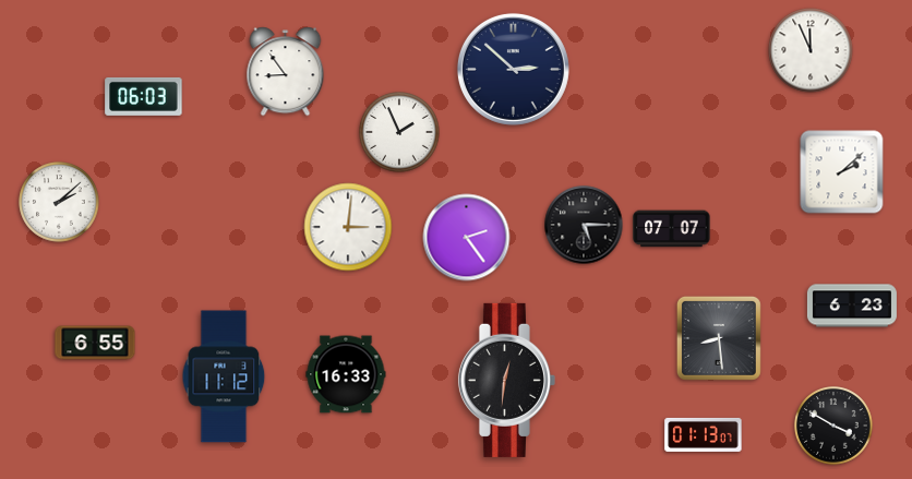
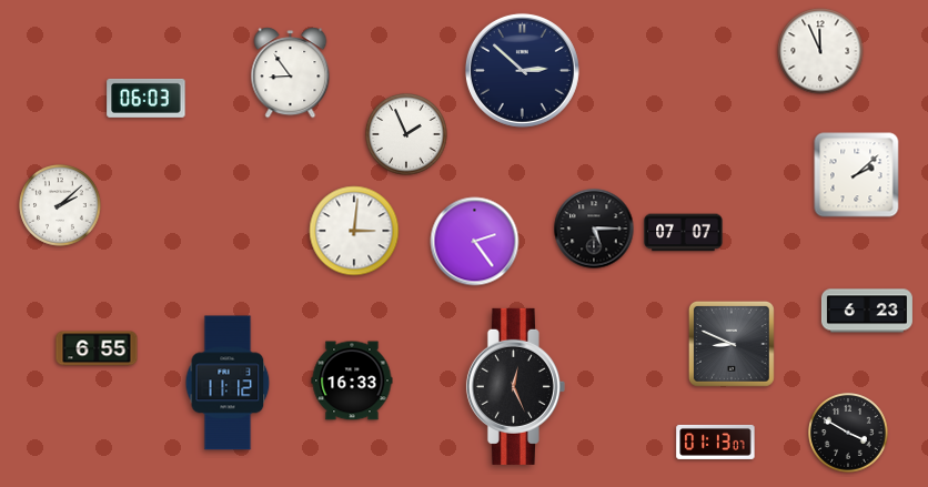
clock at (811, 50) position: (811, 50) -> (820, 51)
clock at (719, 338): 8:29 -> 8:49
clock at (506, 380): 12:31 -> 12:26
